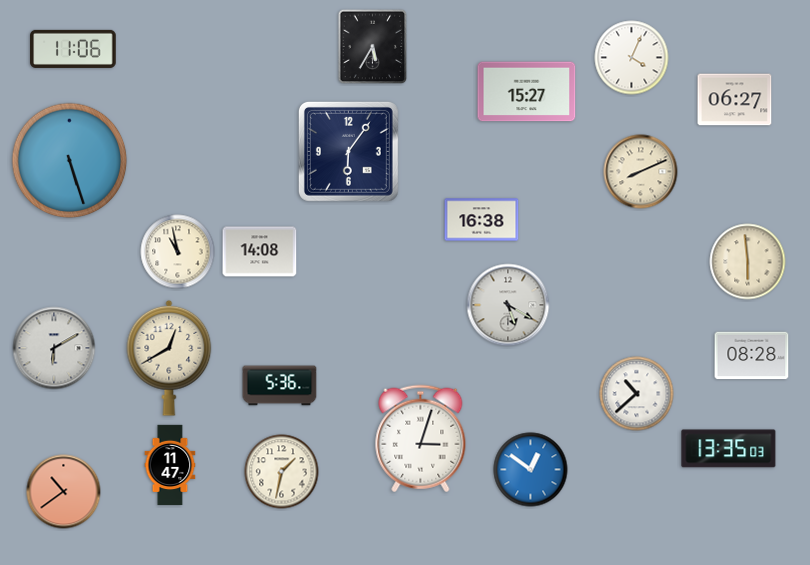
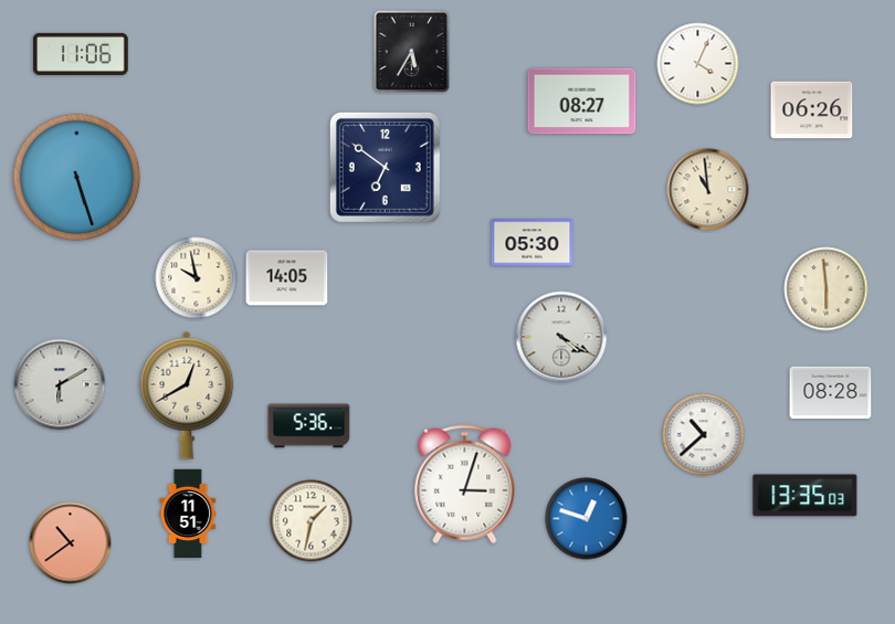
clock at (527, 92): 15:27 -> 08:27
clock at (735, 100): 06:27 -> 06:26
clock at (348, 151): 6:06 -> 6:51
clock at (641, 172): 8:11 -> 10:59
clock at (482, 220): 16:38 -> 05:30
clock at (178, 252): 10:58 -> 9:58
clock at (260, 252): 14:08 -> 14:05
clock at (508, 305): 5:20 -> 4:20
clock at (170, 465): 11:47 -> 11:51
clock at (531, 470): 12:51 -> 12:48
